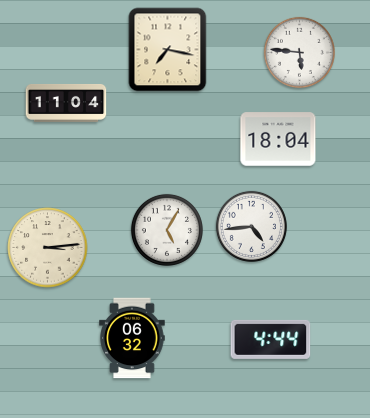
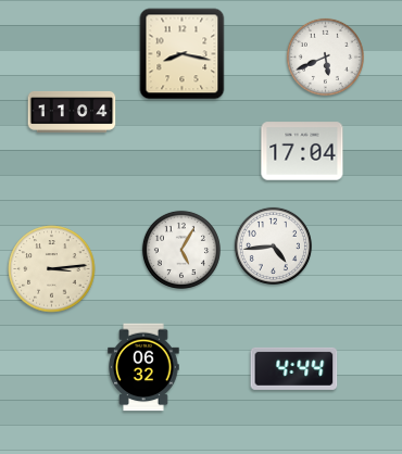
clock at (168, 50): 7:17 -> 8:17
clock at (299, 52): 5:46 -> 5:41
clock at (278, 139): 18:04 -> 17:04
